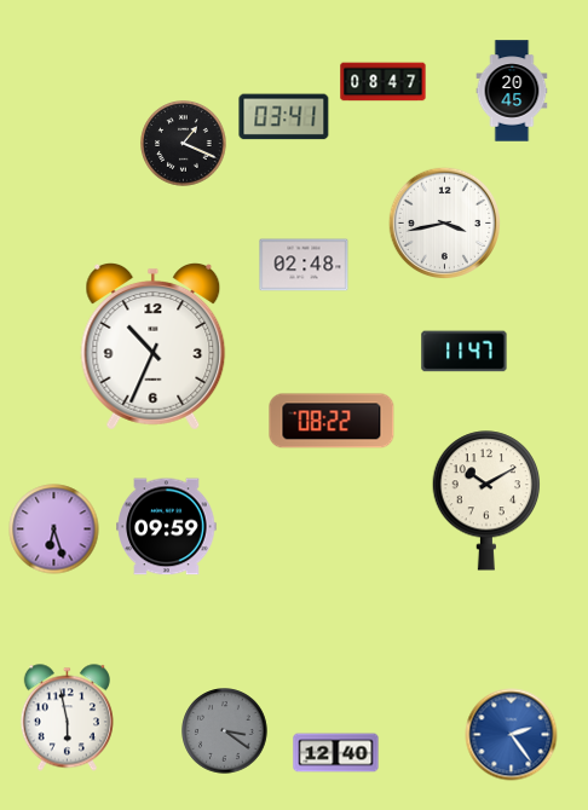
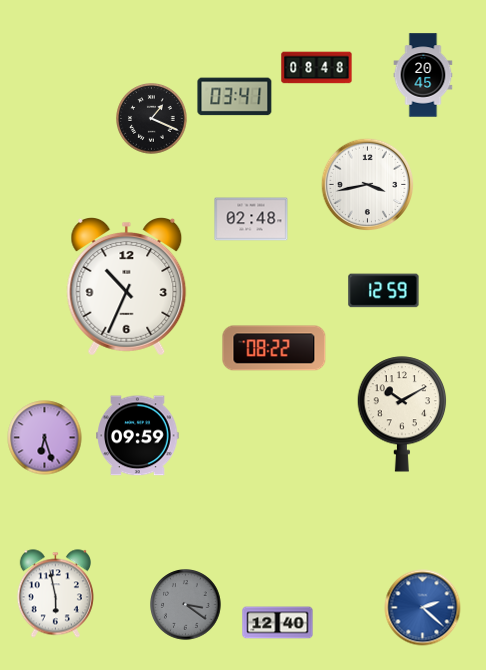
clock at (384, 82): 08:47 -> 08:48
clock at (465, 352): 11:47 -> 12:59
clock at (512, 735): 2:24 -> 2:22
